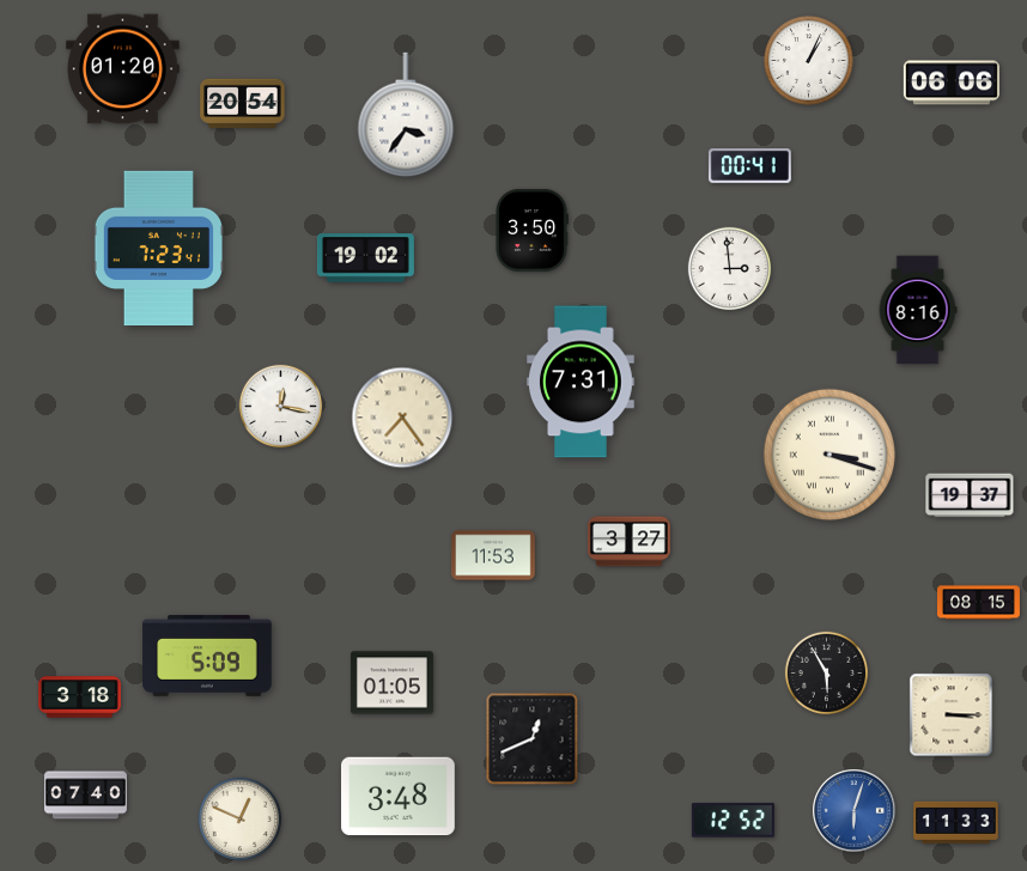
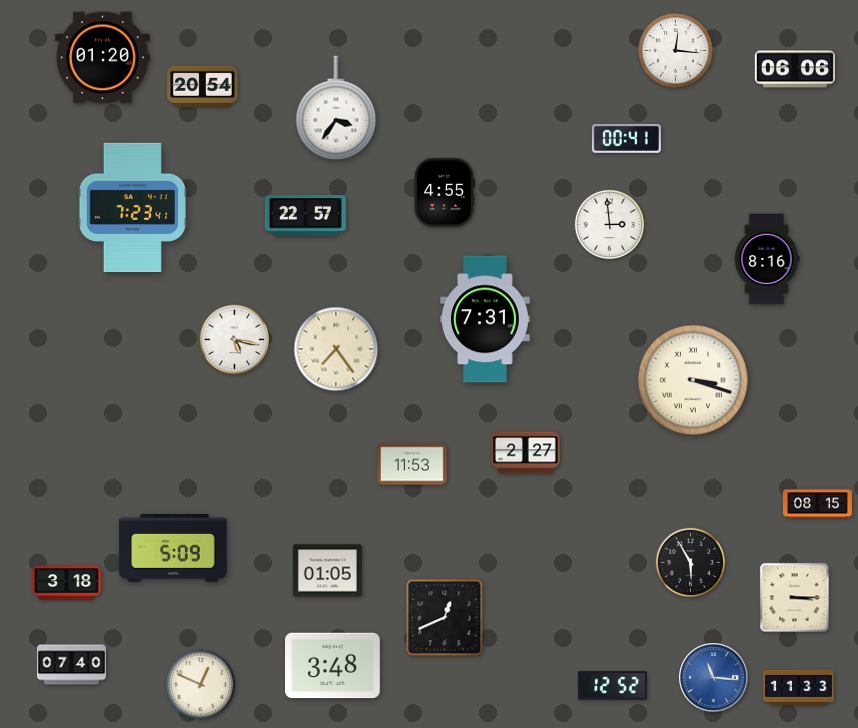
clock at (809, 61): 1:04 -> 12:16
clock at (406, 115) position: (406, 115) -> (336, 108)
clock at (531, 230): 3:50 -> 4:55
clock at (365, 258): 19:02 -> 22:57
clock at (281, 407): 12:17 -> 5:17
clock at (970, 495): 19:37 -> none
clock at (628, 542): 3:27 -> 2:27
clock at (855, 811): 6:03 -> 11:16
